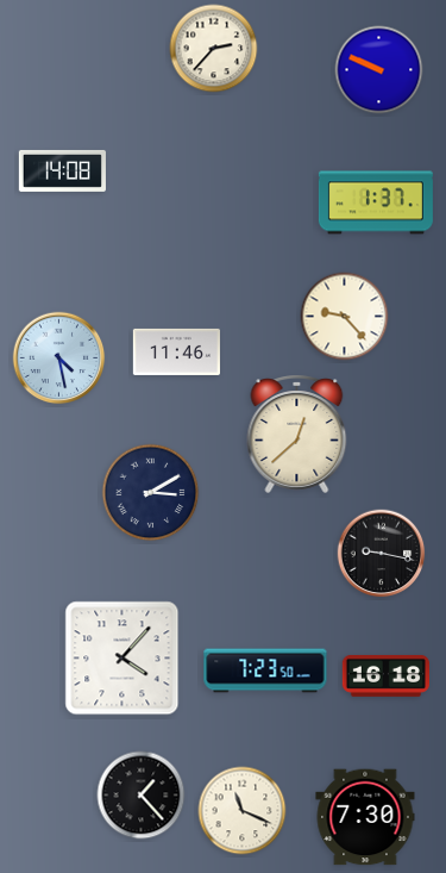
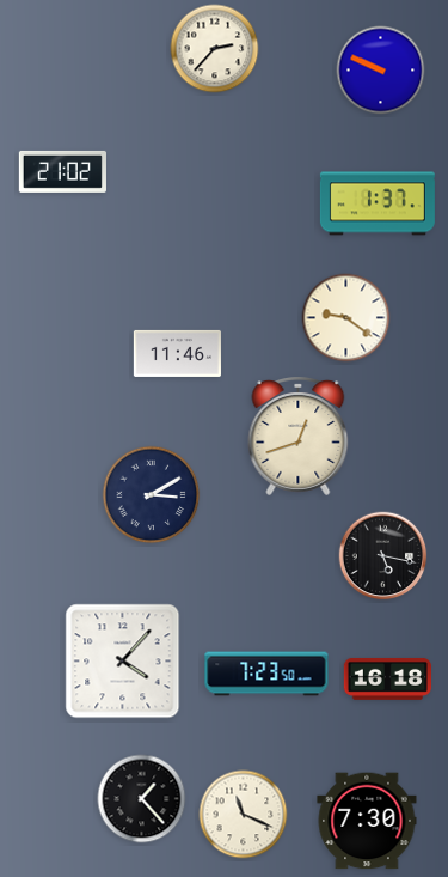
clock at (62, 170): 14:08 -> 21:02
clock at (345, 317): 9:23 -> 9:21
clock at (59, 358): 4:28 -> none
clock at (297, 434): 12:38 -> 12:42
clock at (382, 554): 9:17 -> 5:17
